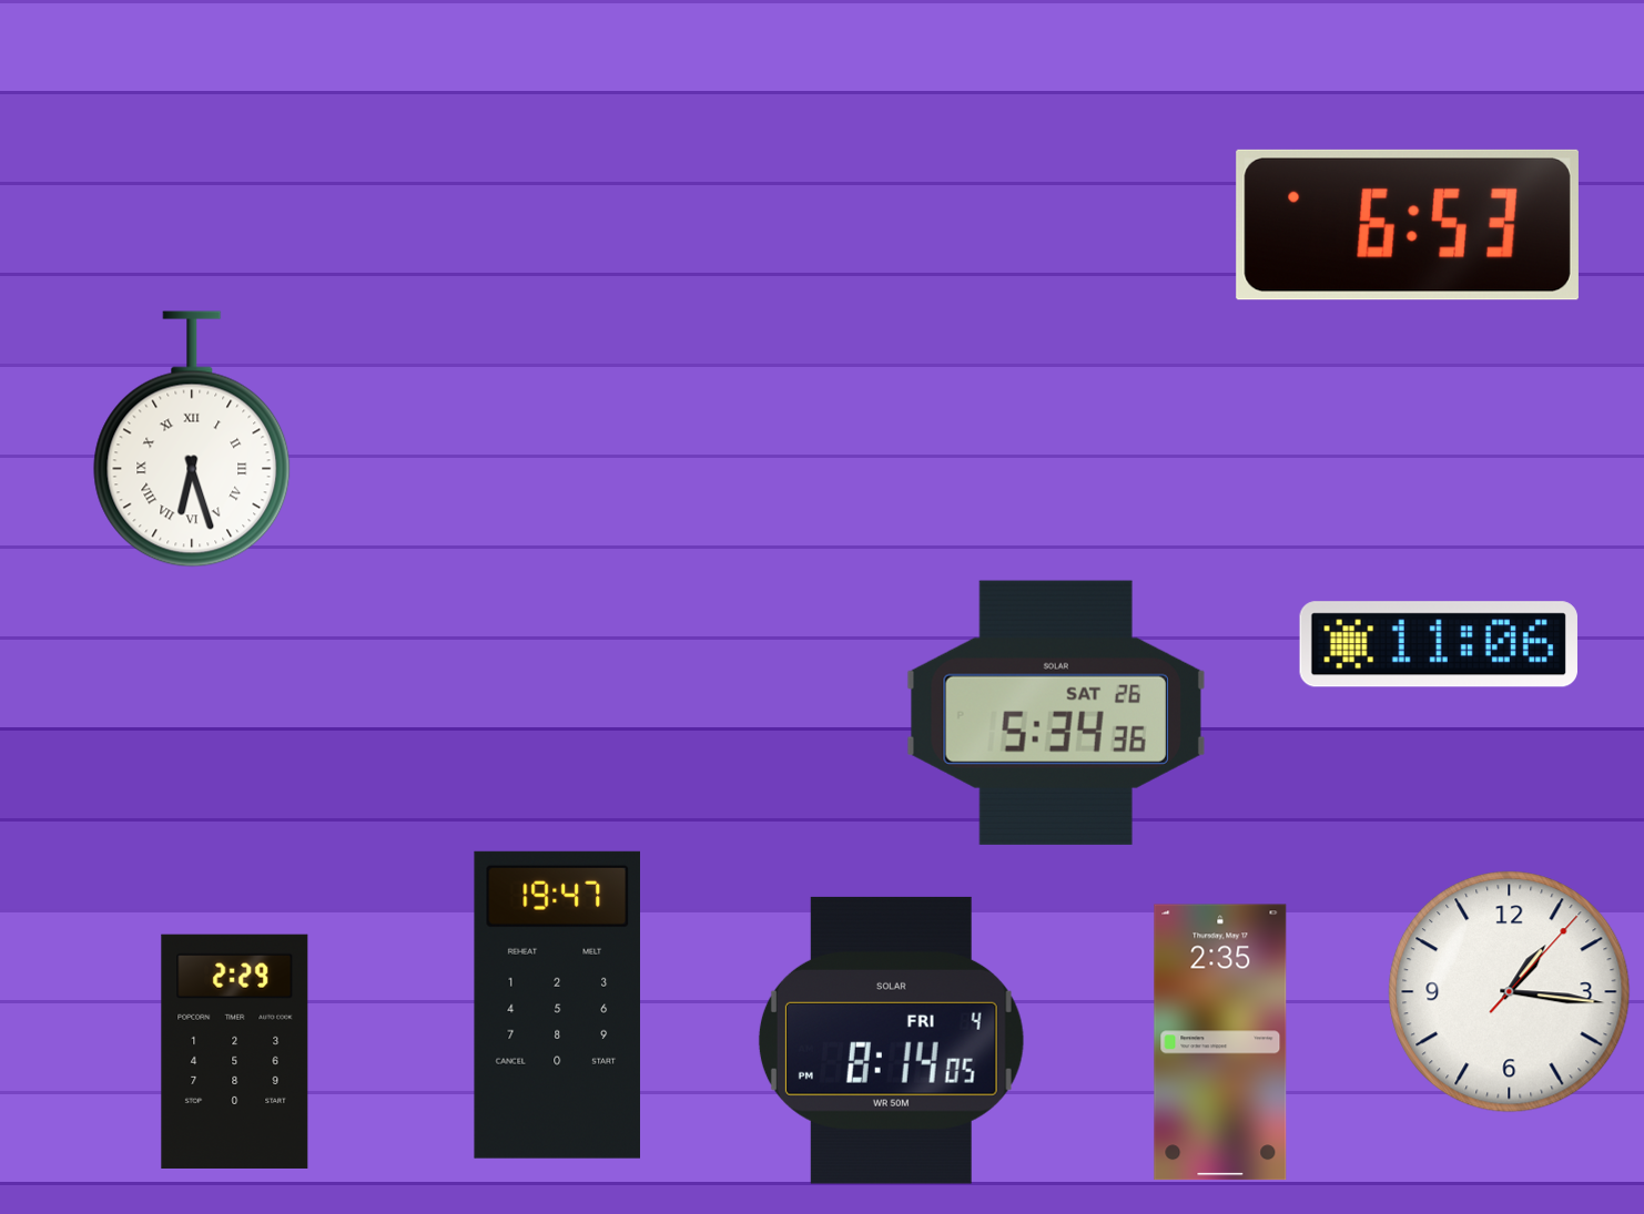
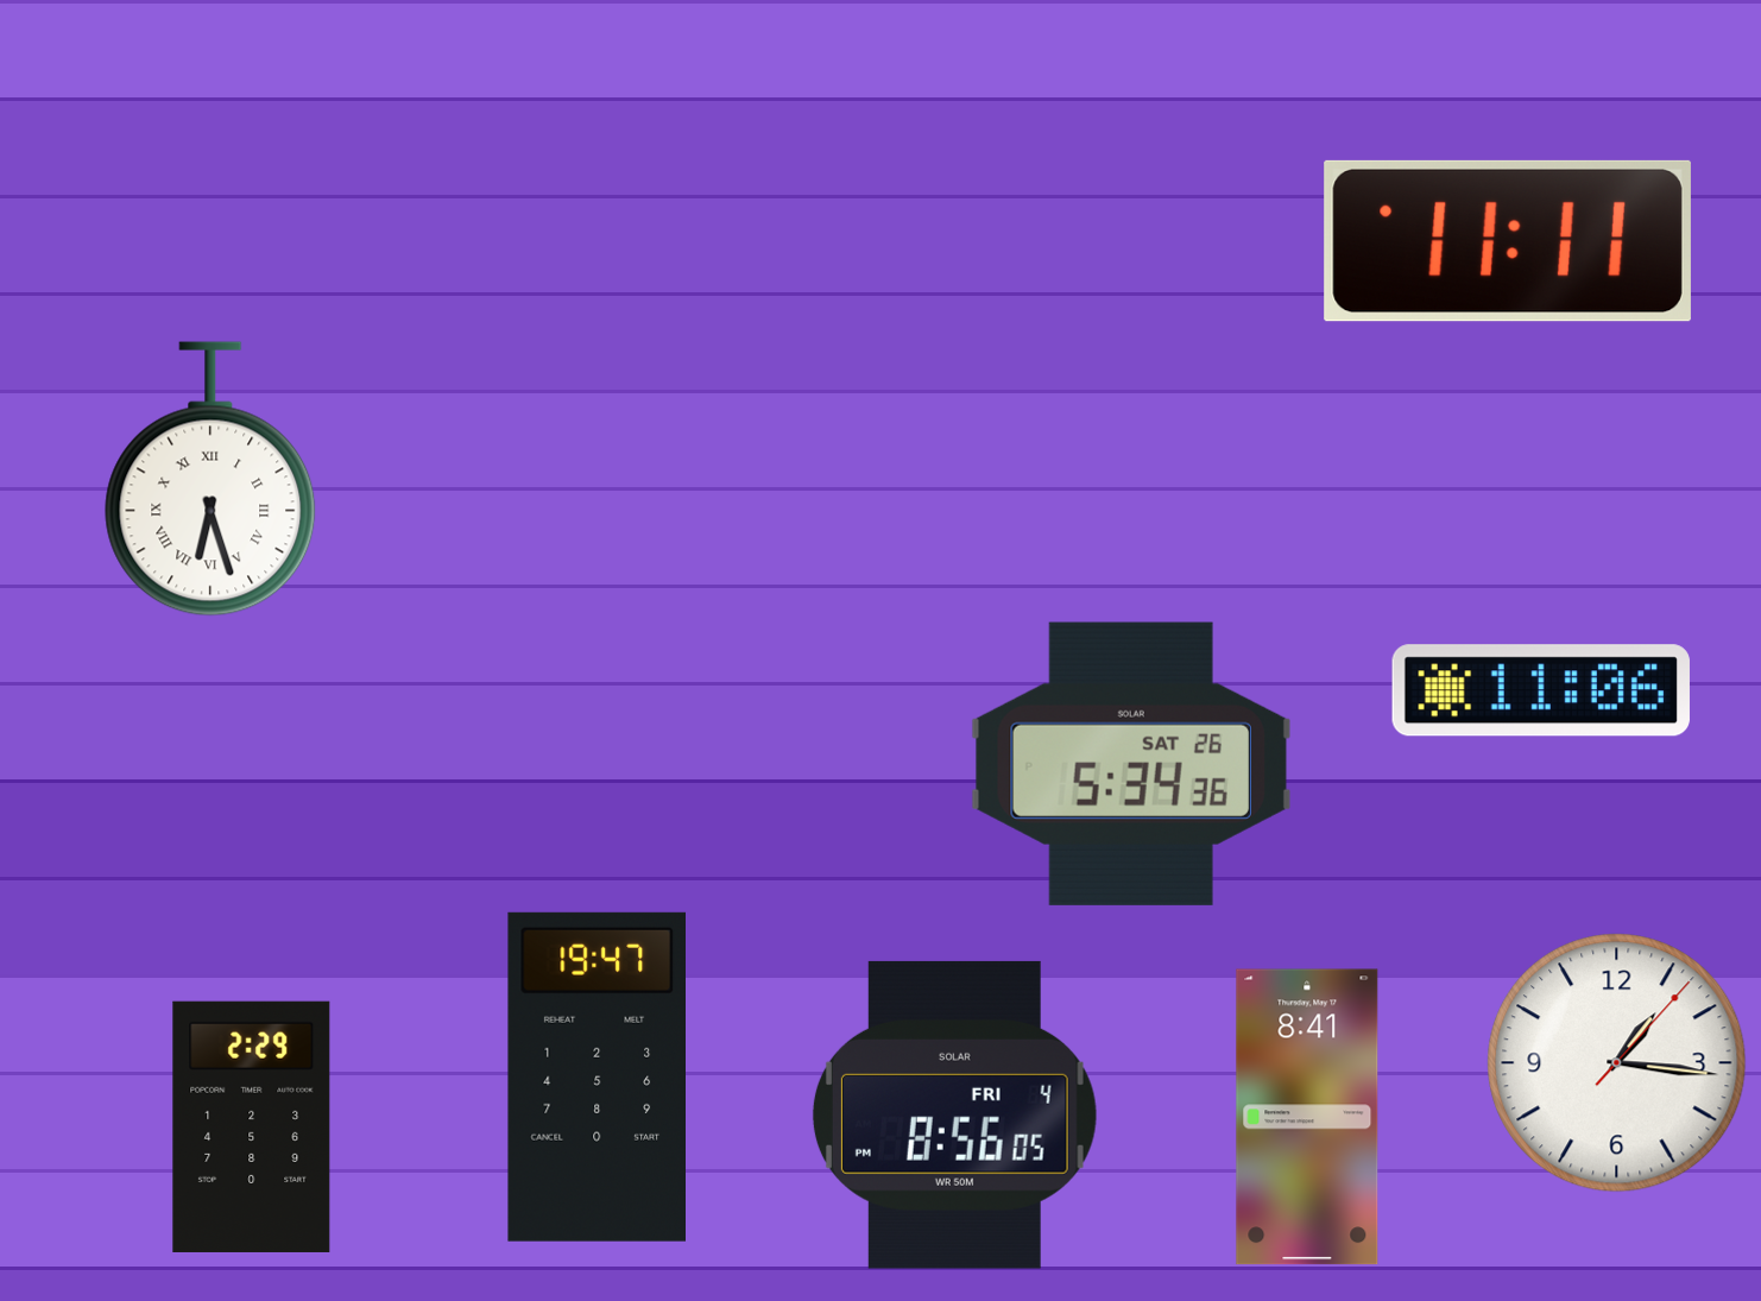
clock at (1408, 225): 6:53 -> 11:11
clock at (192, 439) position: (192, 439) -> (210, 479)
clock at (891, 1040): 8:14 -> 8:56
clock at (1220, 1042): 2:35 -> 8:41
